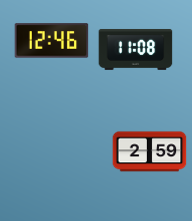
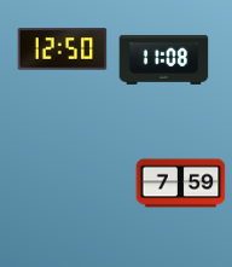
clock at (52, 41): 12:46 -> 12:50
clock at (150, 152): 2:59 -> 7:59
